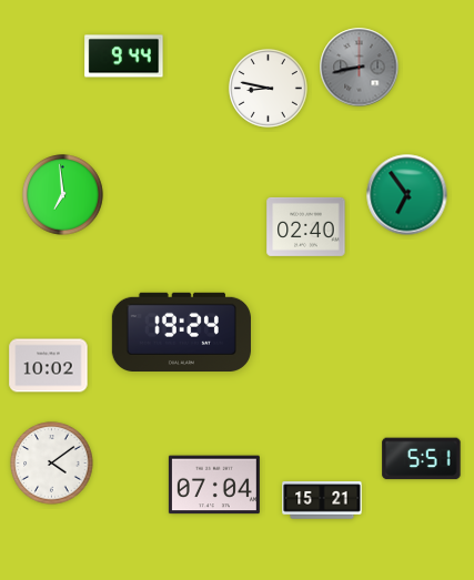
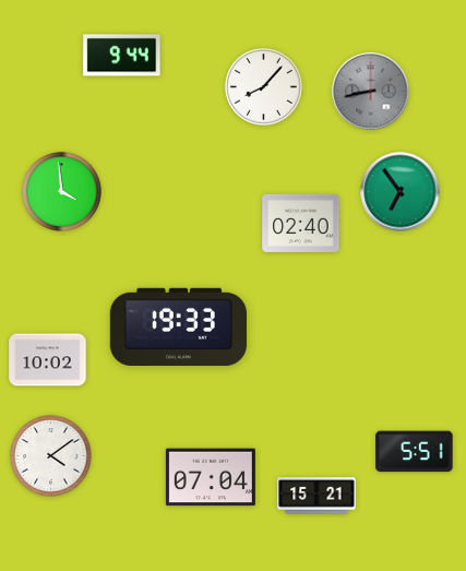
clock at (360, 68) position: (360, 68) -> (371, 92)
clock at (268, 88): 8:47 -> 8:07
clock at (63, 195): 6:59 -> 3:59
clock at (181, 332): 19:24 -> 19:33
clock at (322, 500) position: (322, 500) -> (316, 496)
